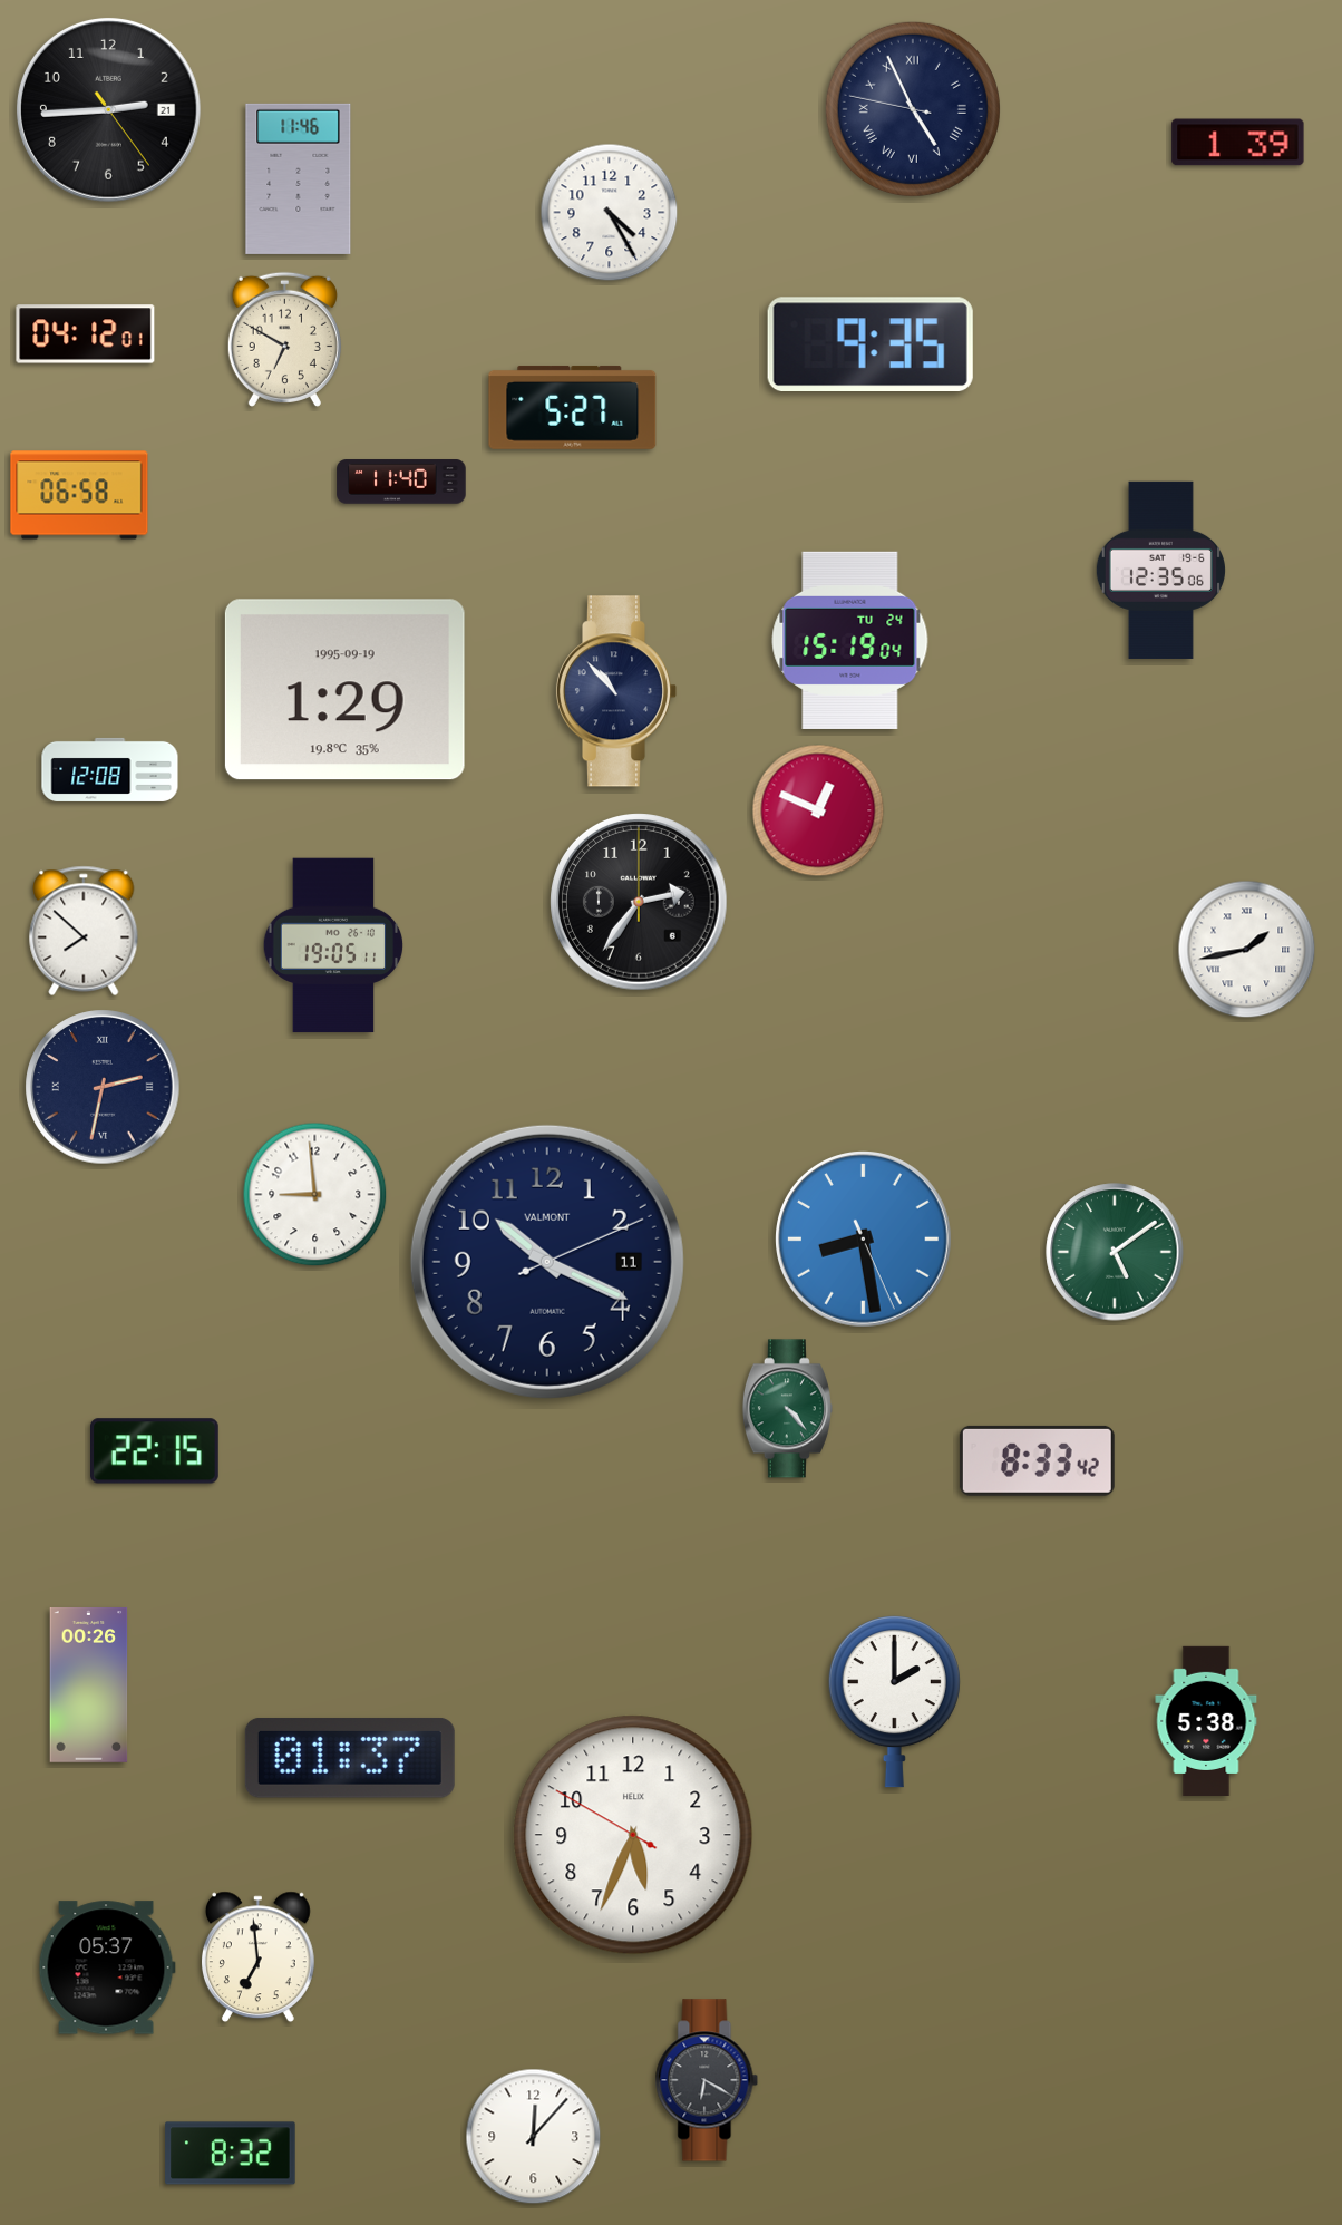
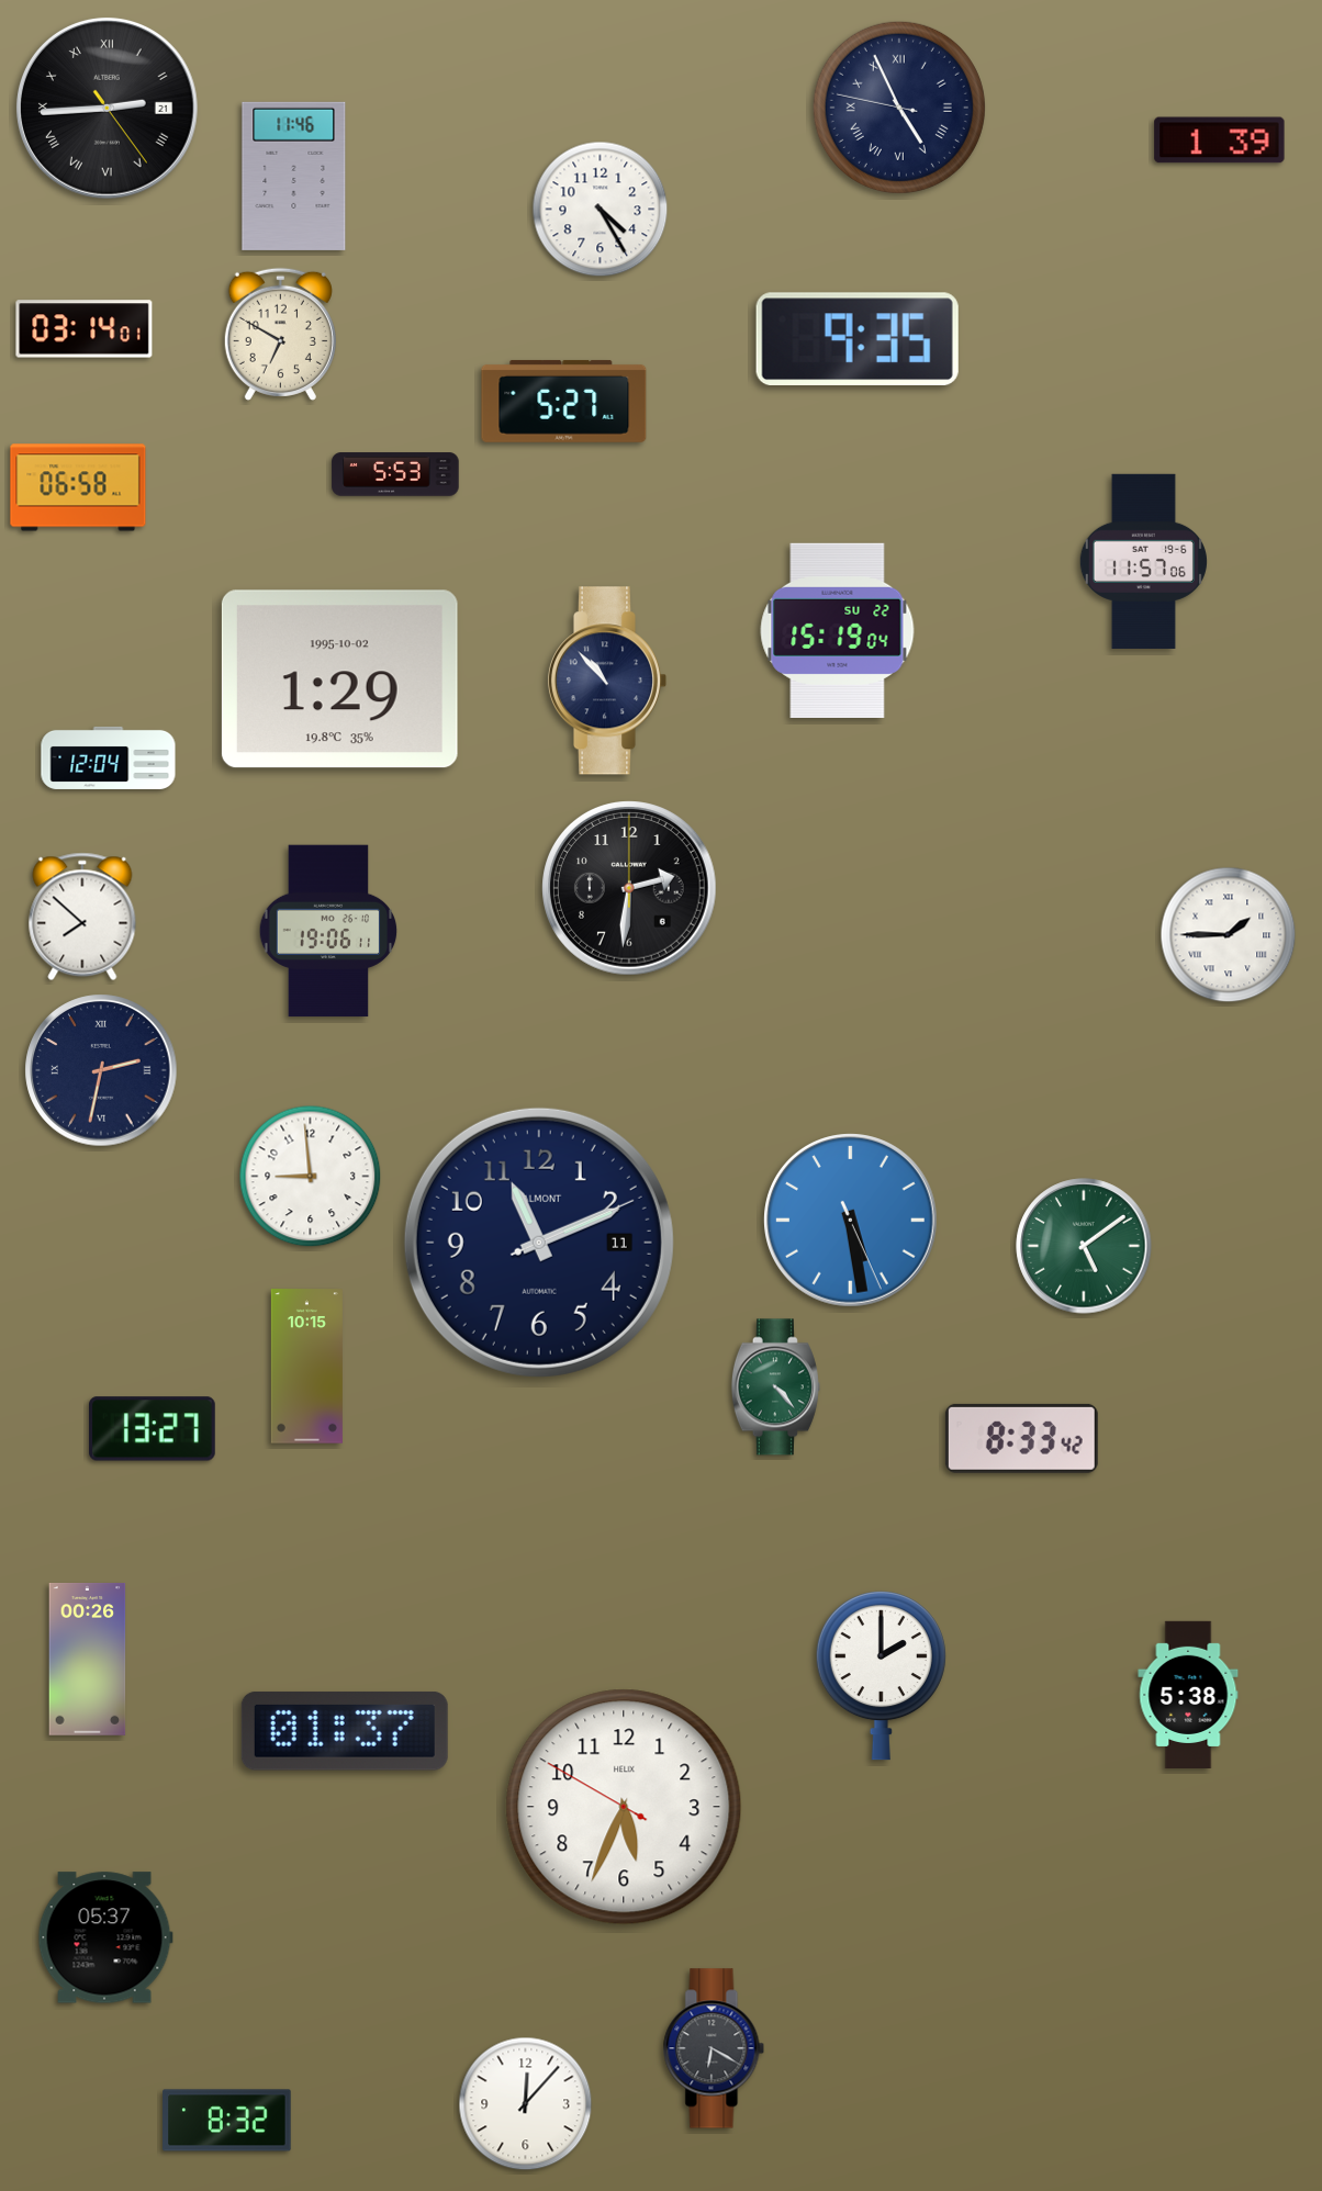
clock at (108, 109) numerals: Arabic -> Roman
clock at (86, 334): 04:12 -> 03:14
clock at (401, 482): 11:40 -> 5:53
clock at (1160, 570): 12:35 -> 11:57
clock at (850, 640) date: TU 24 -> SU 22
clock at (344, 690) date: 1995-09-19 -> 1995-10-02
clock at (110, 769): 12:08 -> 12:04
clock at (818, 810): 12:49 -> none
clock at (640, 903): 2:36 -> 2:31
clock at (333, 945): 19:05 -> 19:06
clock at (1247, 950): 1:43 -> 1:45
clock at (864, 1240): 8:28 -> 5:28
clock at (1115, 1252) position: (1115, 1252) -> (1084, 1246)
clock at (547, 1262): 10:19 -> 11:11
clock at (306, 1367): none -> 10:15
clock at (155, 1451): 22:15 -> 13:27
clock at (257, 1957): 6:59 -> none
clock at (707, 2080) position: (707, 2080) -> (714, 2048)
